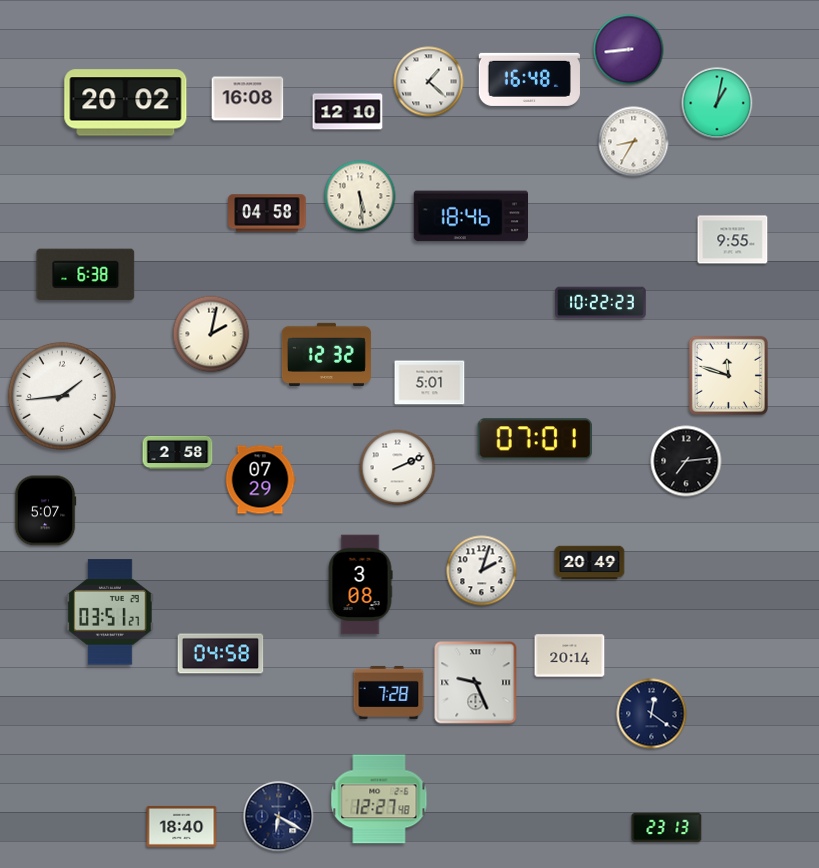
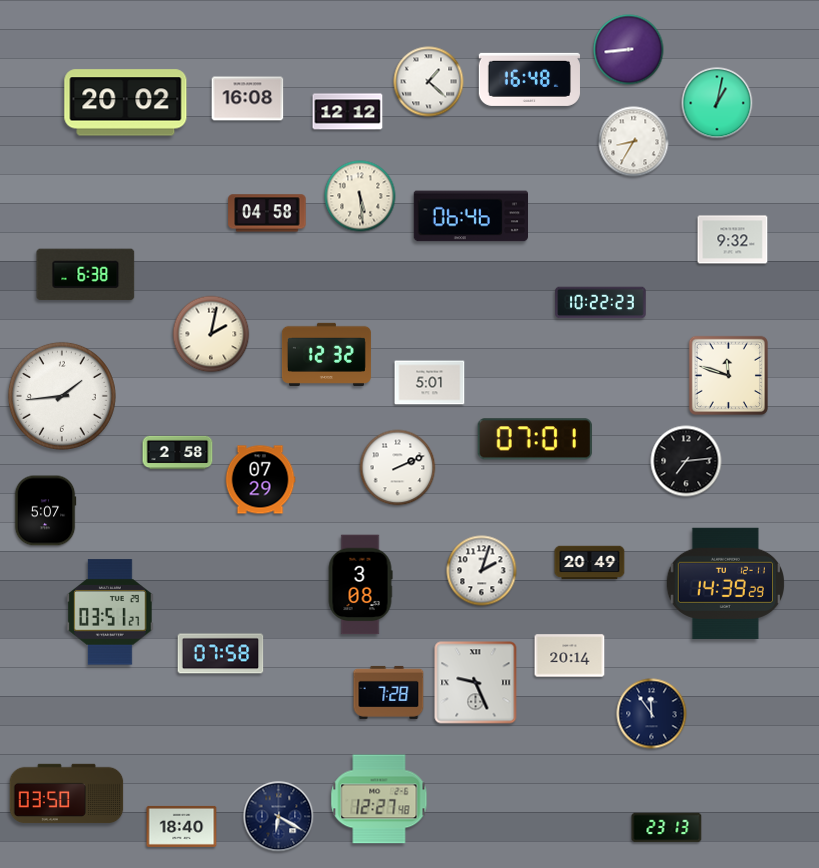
clock at (348, 112): 12:10 -> 12:12
clock at (471, 216): 18:46 -> 06:46
clock at (733, 240): 9:55 -> 9:32
clock at (725, 583): none -> 14:39
clock at (221, 654): 04:58 -> 07:58
clock at (652, 714): 12:21 -> 11:54
clock at (67, 794): none -> 03:50
